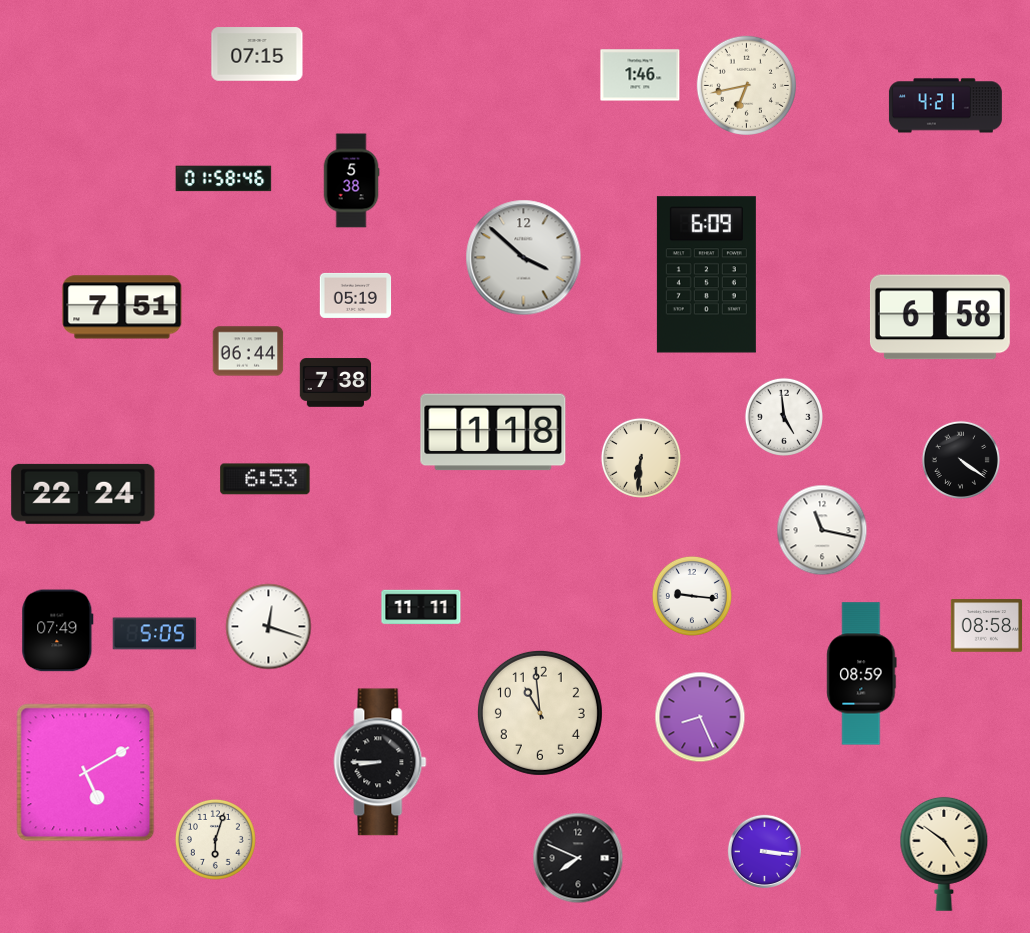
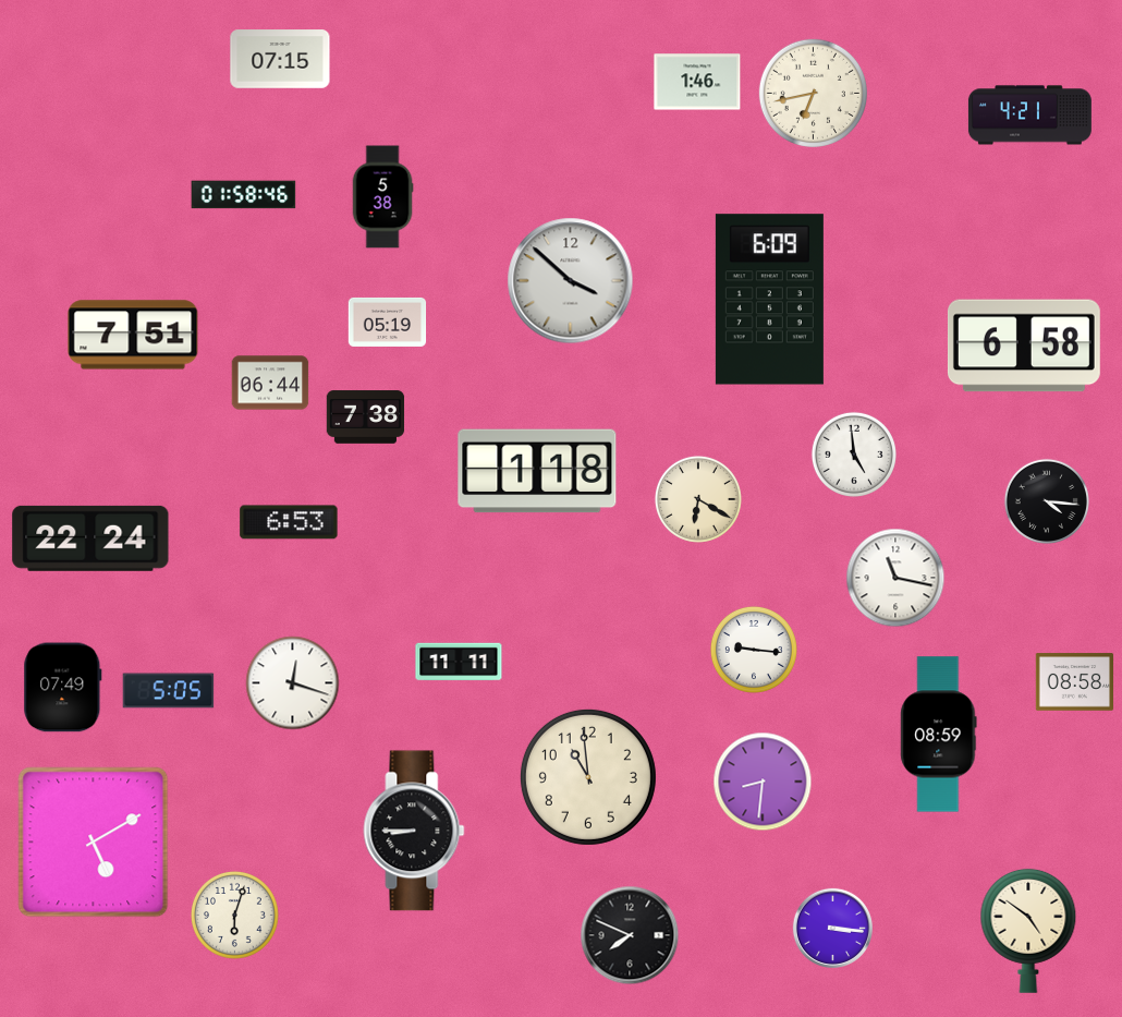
clock at (641, 458): 6:31 -> 6:20
clock at (961, 460): 4:21 -> 4:16
clock at (700, 717): 8:26 -> 8:31
